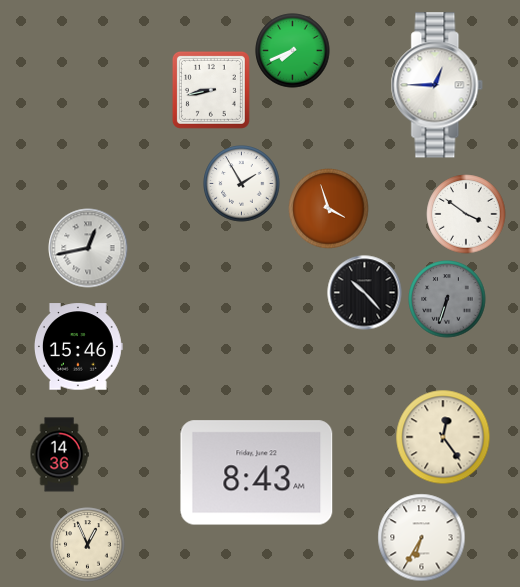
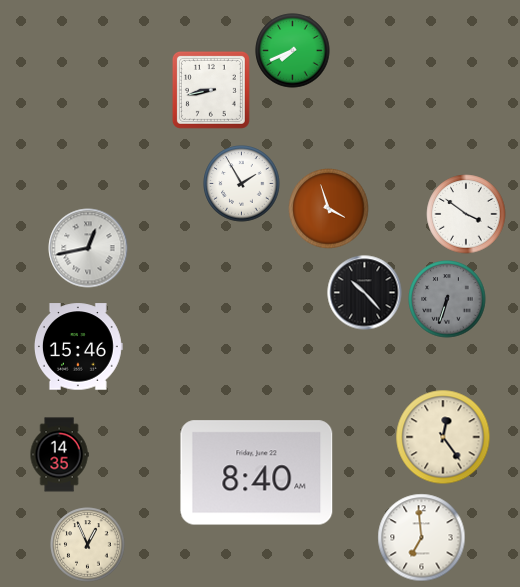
clock at (437, 85): 12:45 -> none
clock at (59, 455): 14:36 -> 14:35
clock at (257, 473): 8:43 -> 8:40
clock at (422, 538): 6:35 -> 6:59
